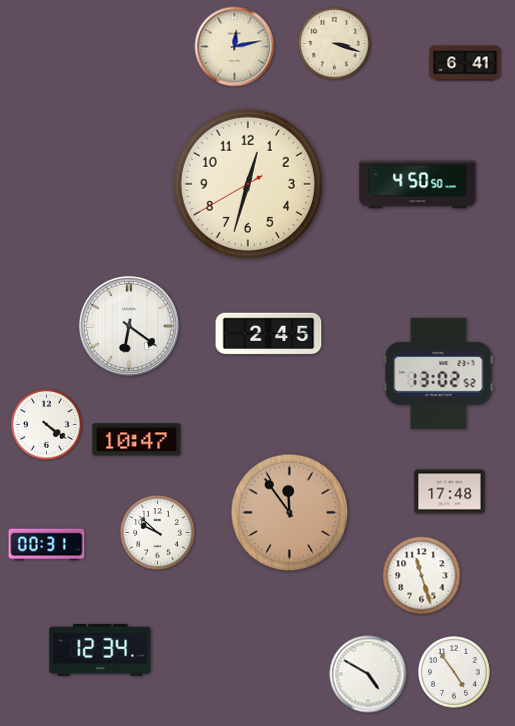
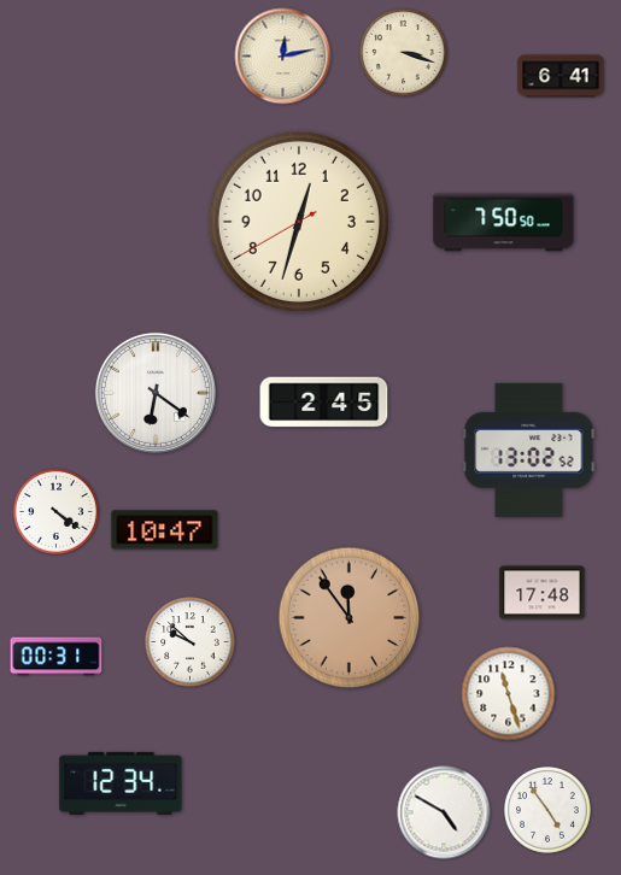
clock at (418, 185): 4:50 -> 7:50
